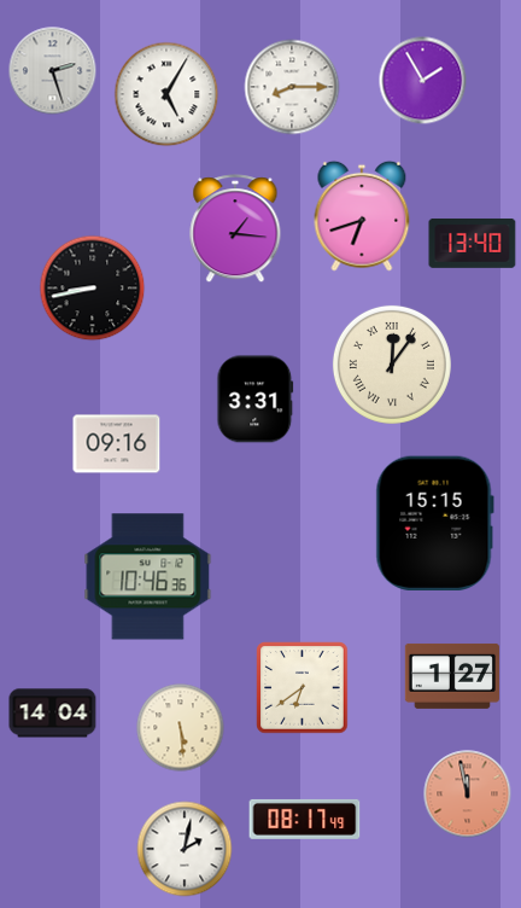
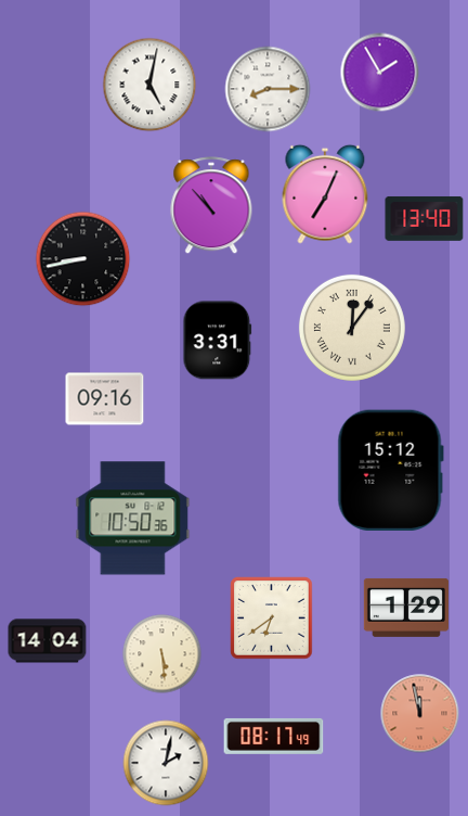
clock at (53, 71): 2:27 -> none
clock at (292, 87) position: (292, 87) -> (268, 89)
clock at (166, 94): 5:05 -> 5:02
clock at (362, 216): 6:42 -> 7:04
clock at (235, 229): 1:16 -> 10:53
clock at (256, 400) position: (256, 400) -> (218, 341)
clock at (434, 523): 15:15 -> 15:12
clock at (148, 577): 10:46 -> 10:50
clock at (452, 676): 1:27 -> 1:29
